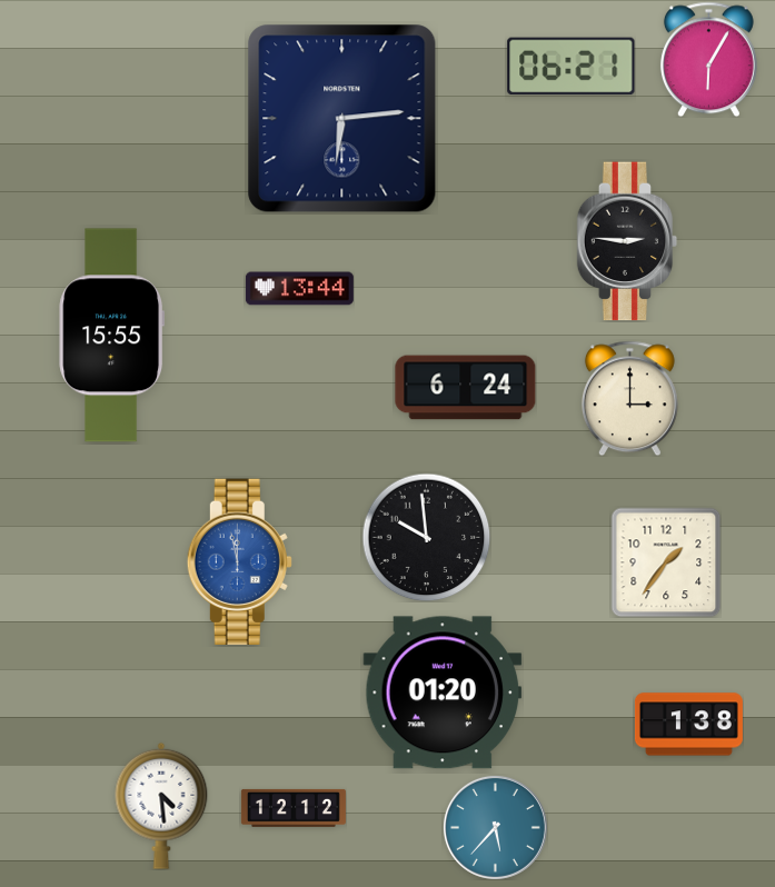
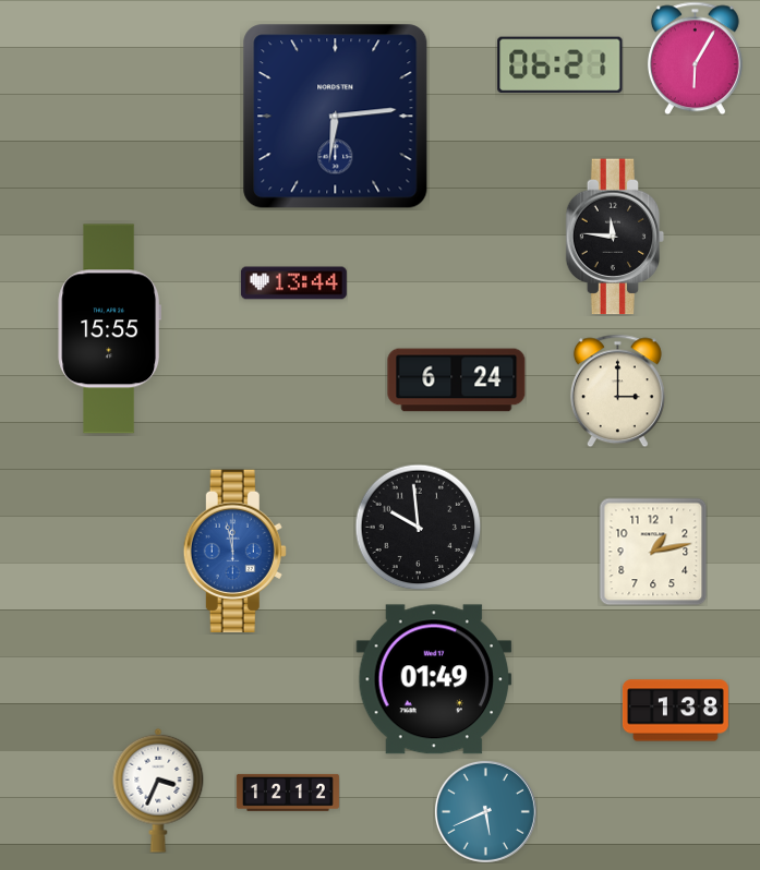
clock at (627, 241): 2:46 -> 11:46
clock at (666, 562): 1:36 -> 1:13
clock at (443, 692): 01:20 -> 01:49
clock at (161, 806): 4:29 -> 3:34
clock at (495, 827): 5:37 -> 5:41
